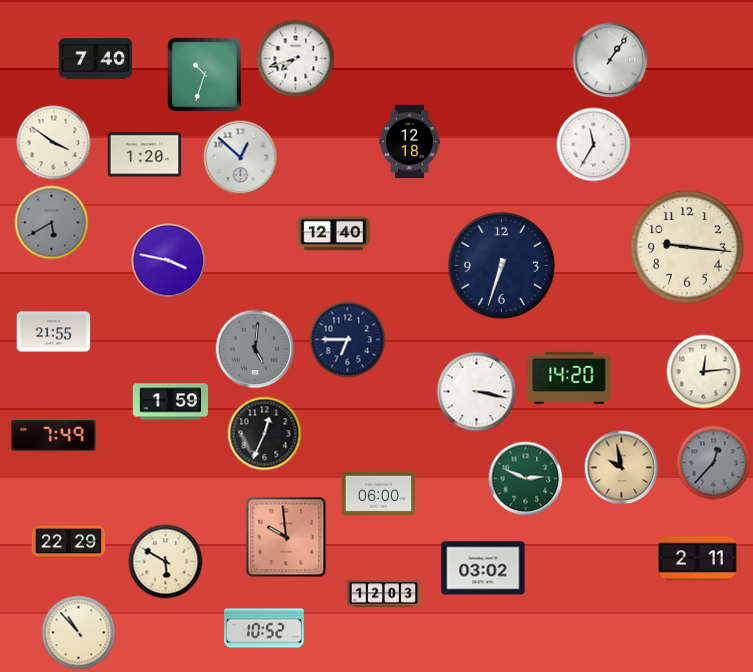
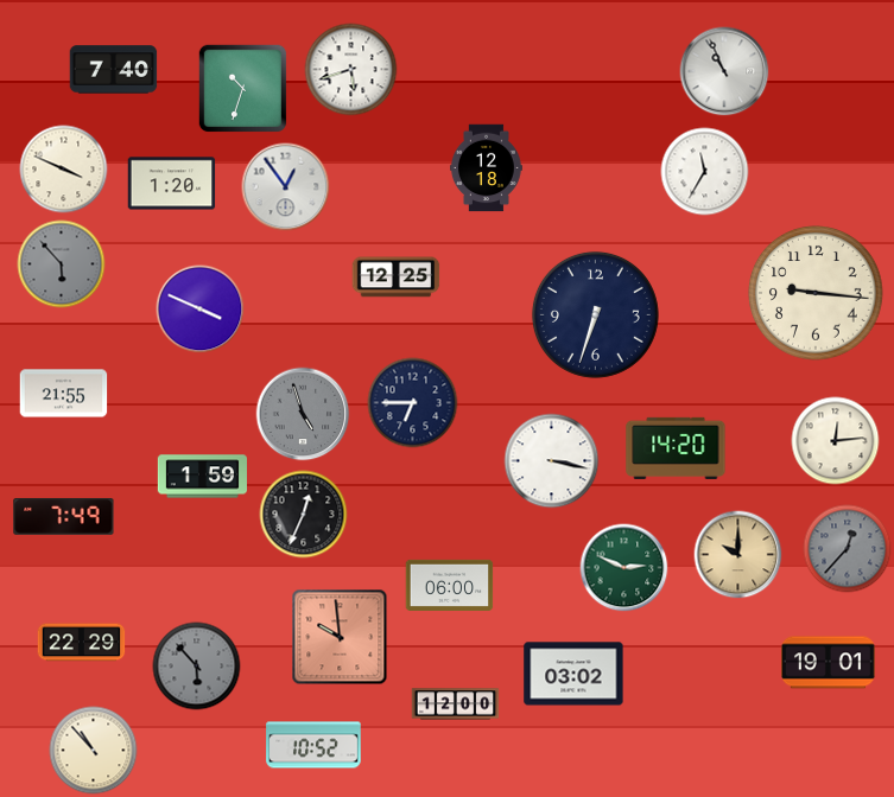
clock at (296, 59): 7:42 -> 5:42
clock at (610, 60): 1:06 -> 10:56
clock at (54, 143): 3:51 -> 3:49
clock at (241, 158): 12:52 -> 12:54
clock at (52, 223): 5:40 -> 5:53
clock at (334, 234): 12:40 -> 12:25
clock at (169, 261): 3:47 -> 3:49
clock at (255, 349): 5:01 -> 4:57
clock at (477, 392) position: (477, 392) -> (552, 461)
clock at (265, 434) position: (265, 434) -> (304, 515)
clock at (622, 468): 9:58 -> 10:00
clock at (698, 559): 2:11 -> 19:01
clock at (166, 562): 5:50 -> 5:53
clock at (166, 562) dial: cream -> grey
clock at (384, 594): 12:03 -> 12:00
